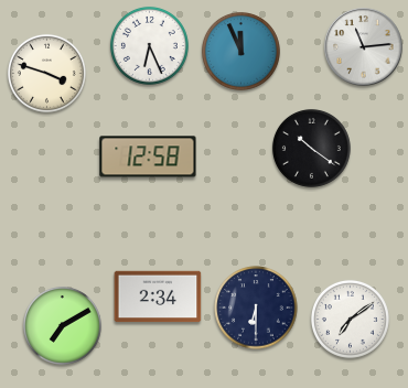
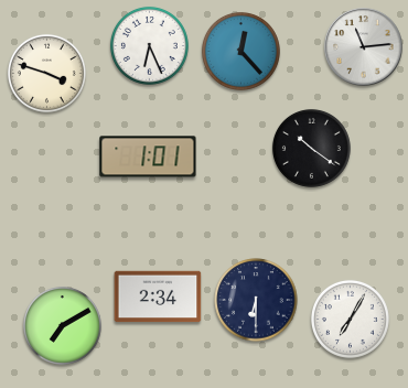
clock at (240, 51): 11:56 -> 12:23
clock at (148, 157): 12:58 -> 1:01
clock at (256, 308) position: (256, 308) -> (256, 300)
clock at (350, 319): 7:09 -> 7:05
